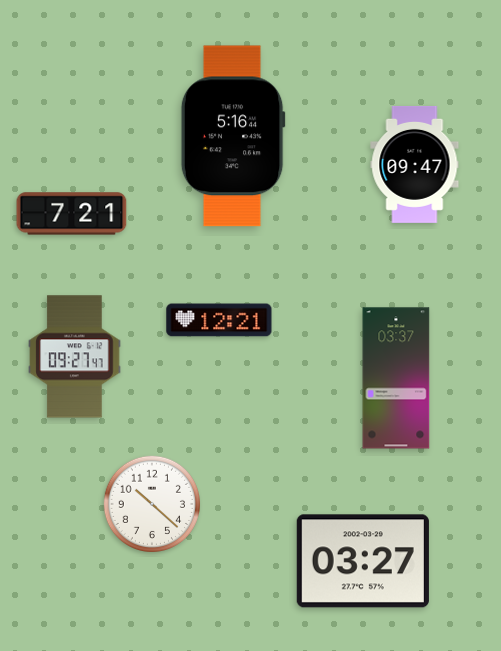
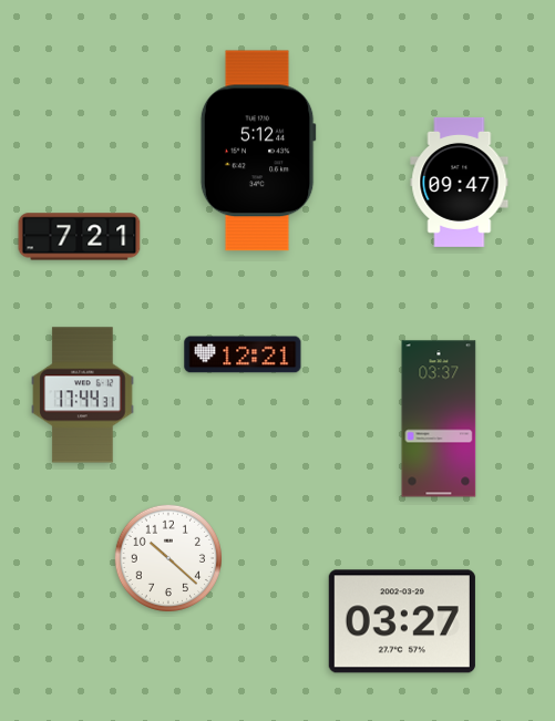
clock at (233, 136): 5:16 -> 5:12
clock at (75, 357): 09:27 -> 17:44
